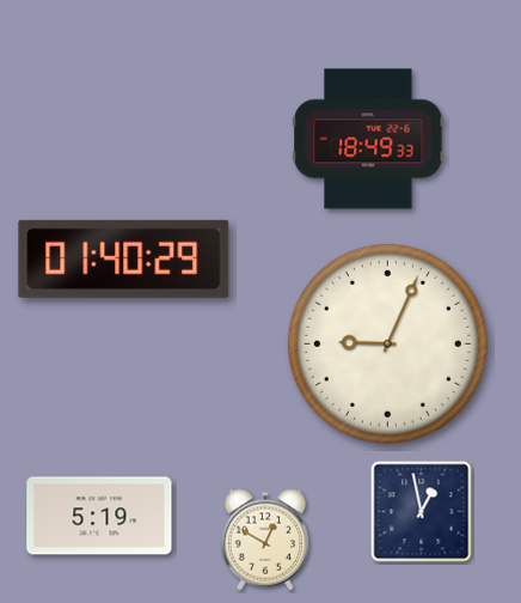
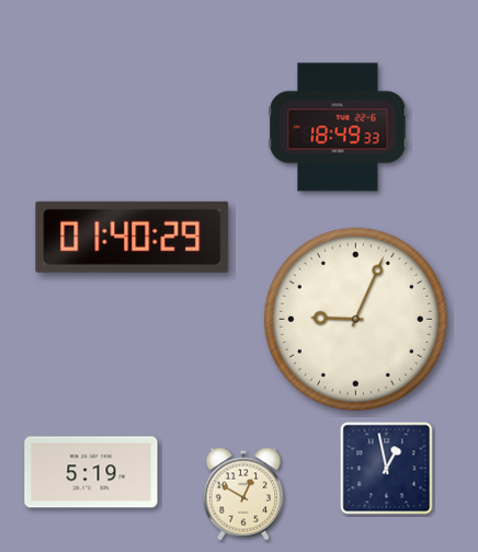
clock at (124, 258) position: (124, 258) -> (133, 237)
clock at (387, 343) position: (387, 343) -> (355, 319)
